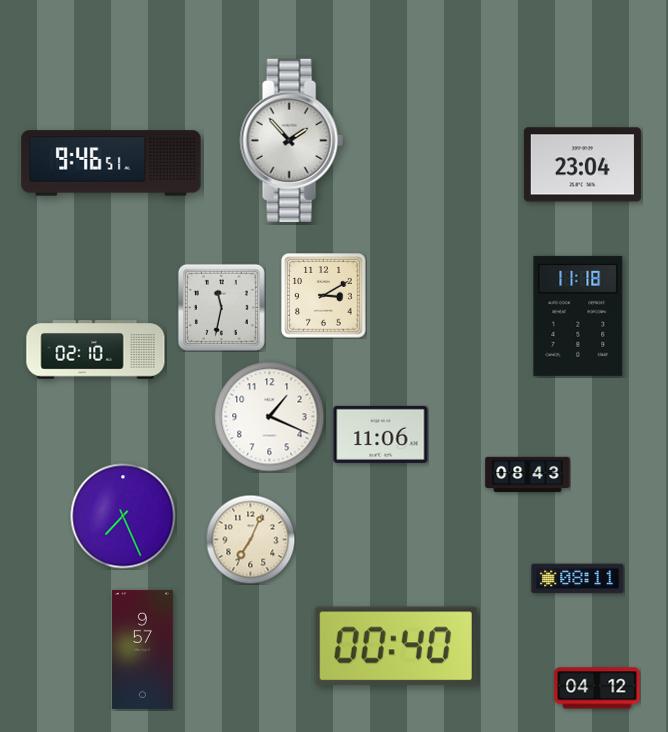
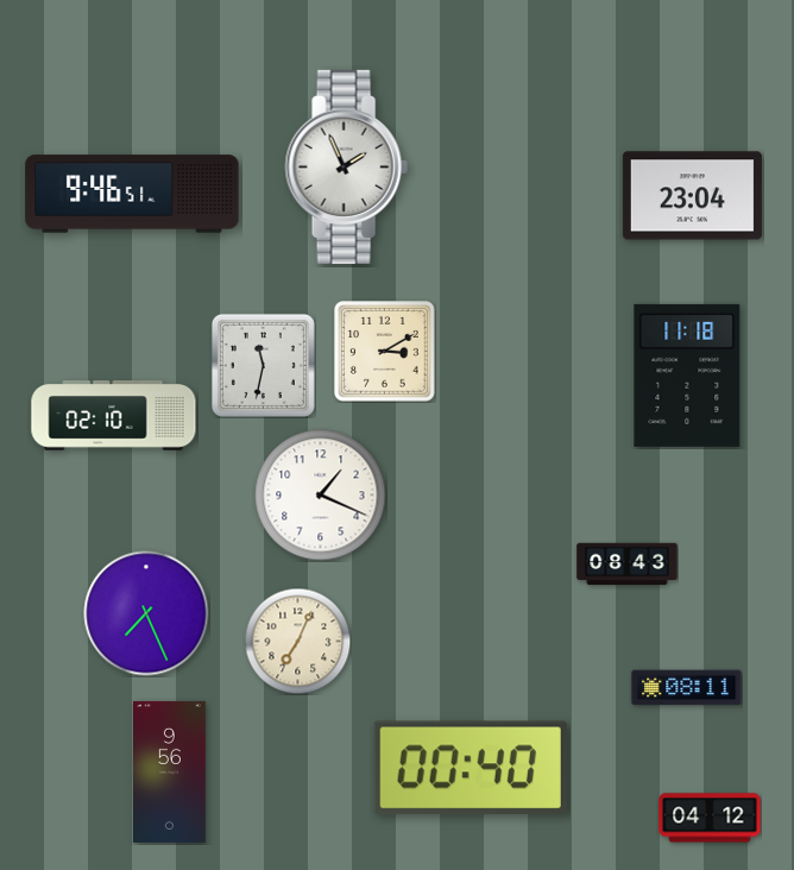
clock at (291, 140): 1:53 -> 1:56
clock at (381, 434): 11:06 -> none
clock at (143, 649): 9:57 -> 9:56
